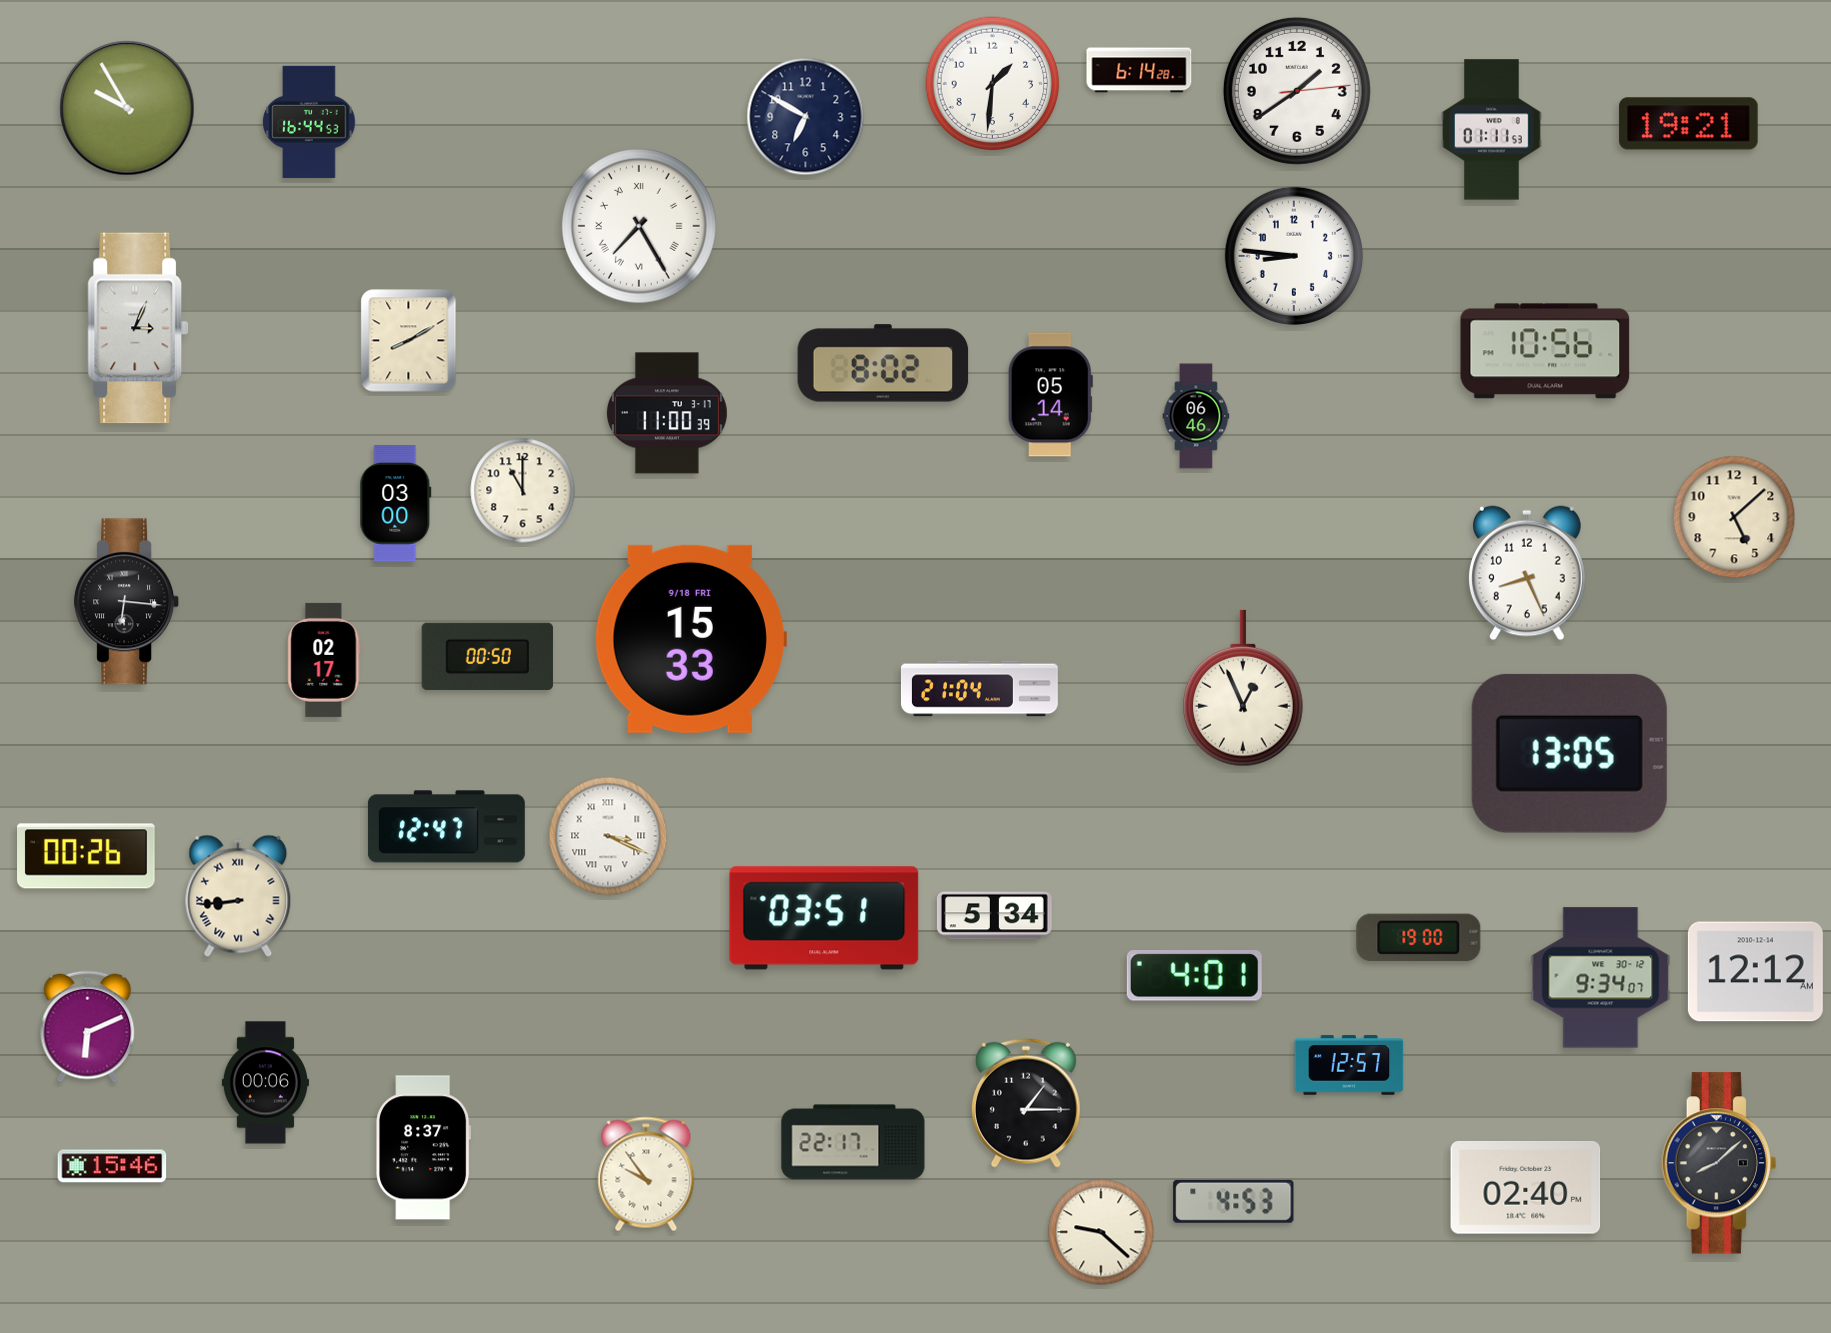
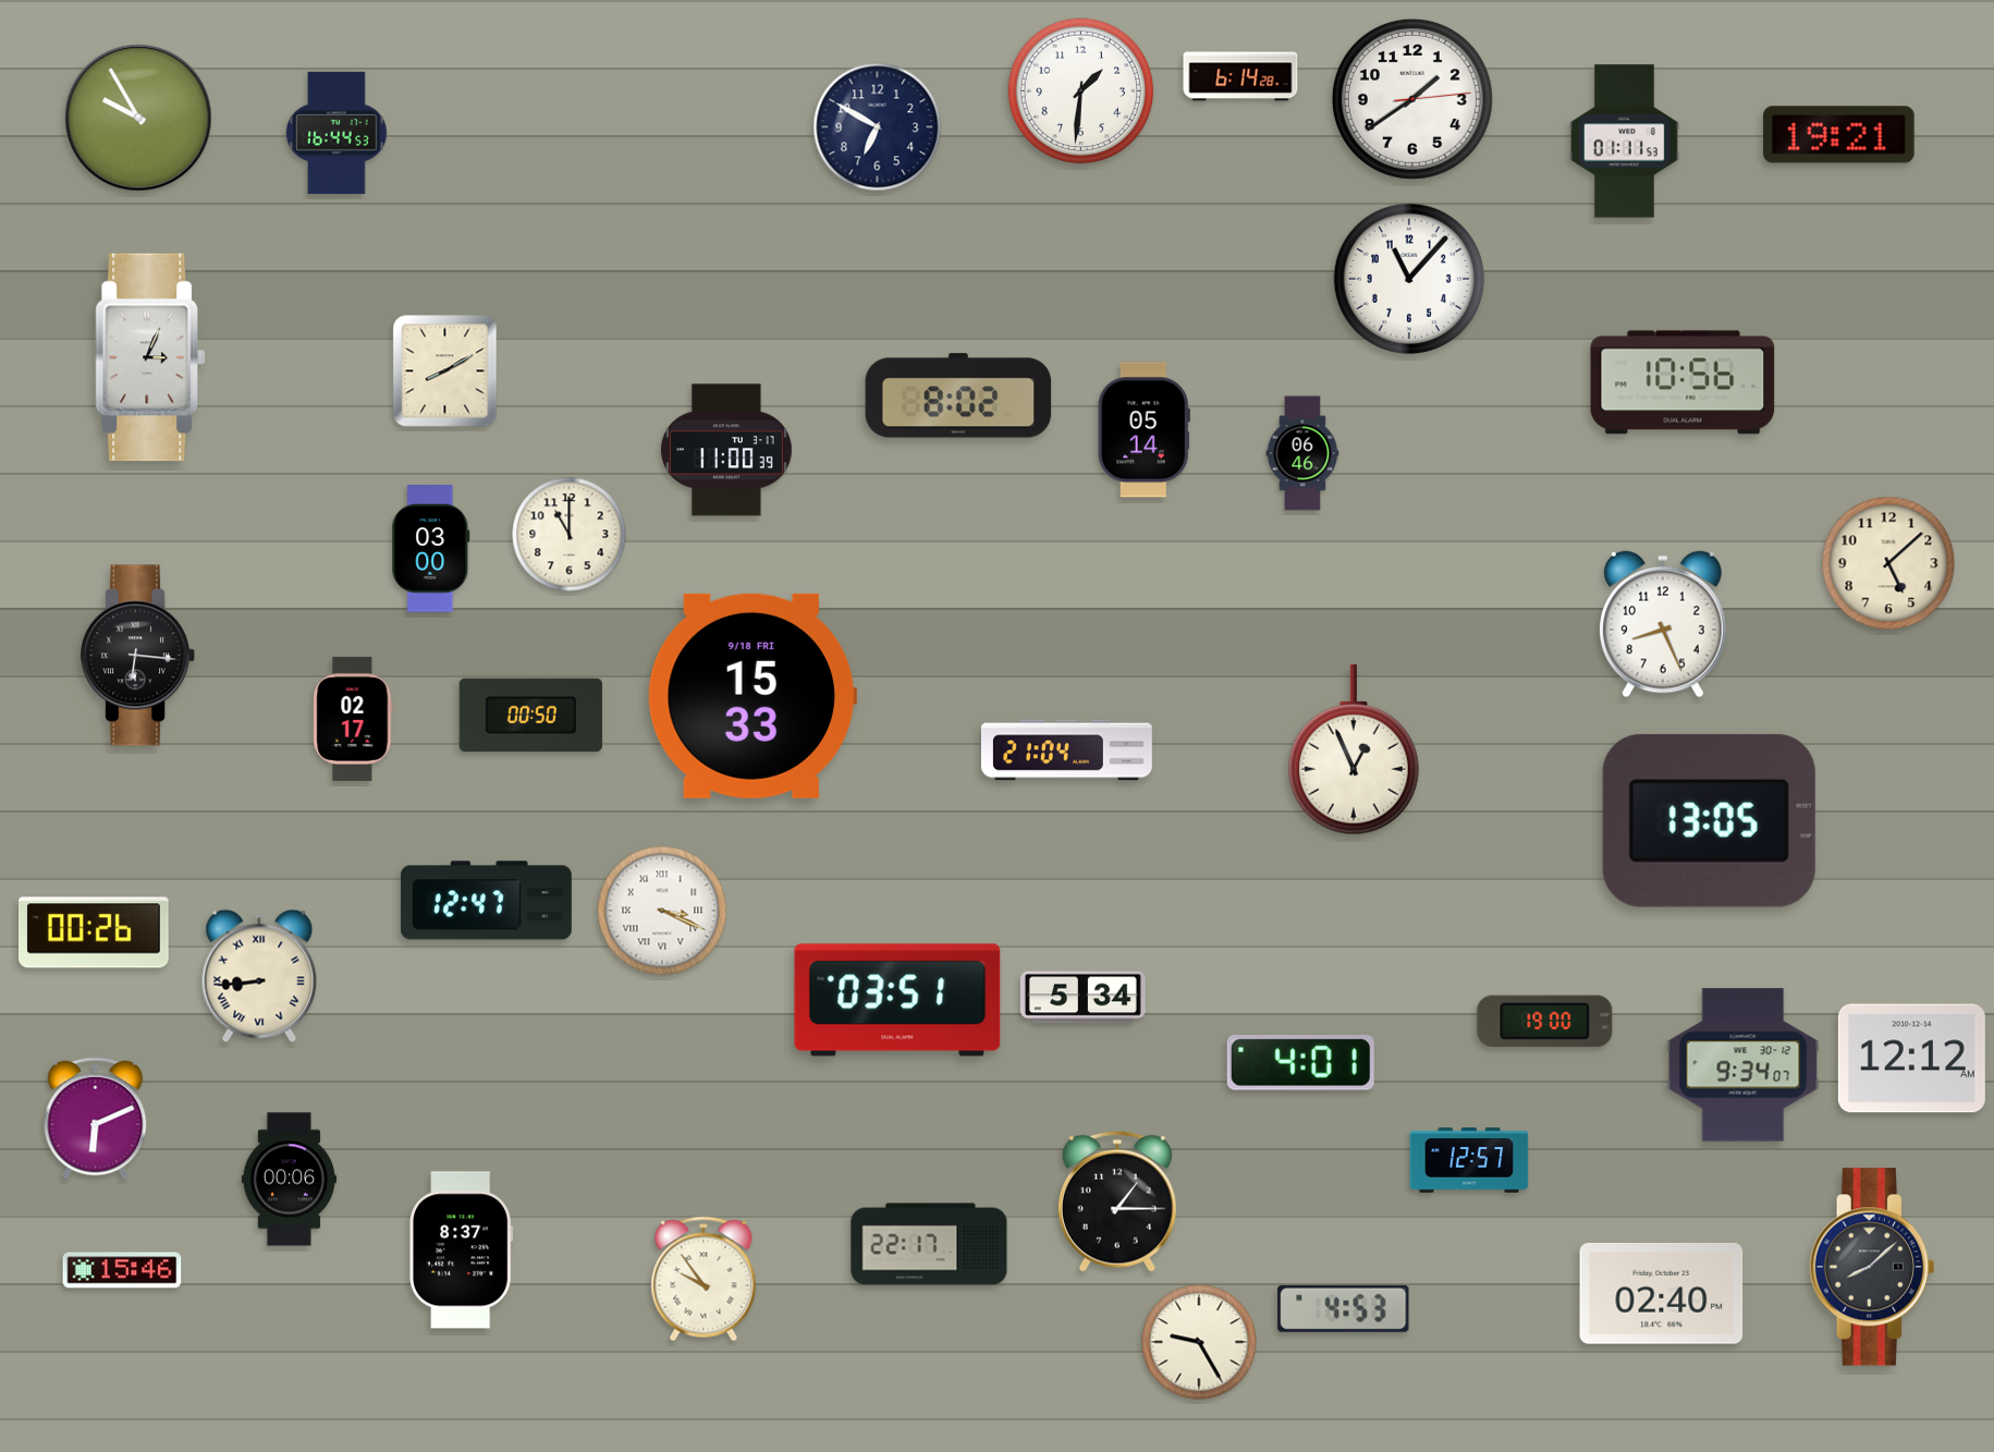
clock at (640, 227): 7:25 -> none
clock at (1294, 256): 8:46 -> 11:07
clock at (883, 363) position: (883, 363) -> (958, 395)
clock at (1101, 1232): 9:22 -> 9:25
